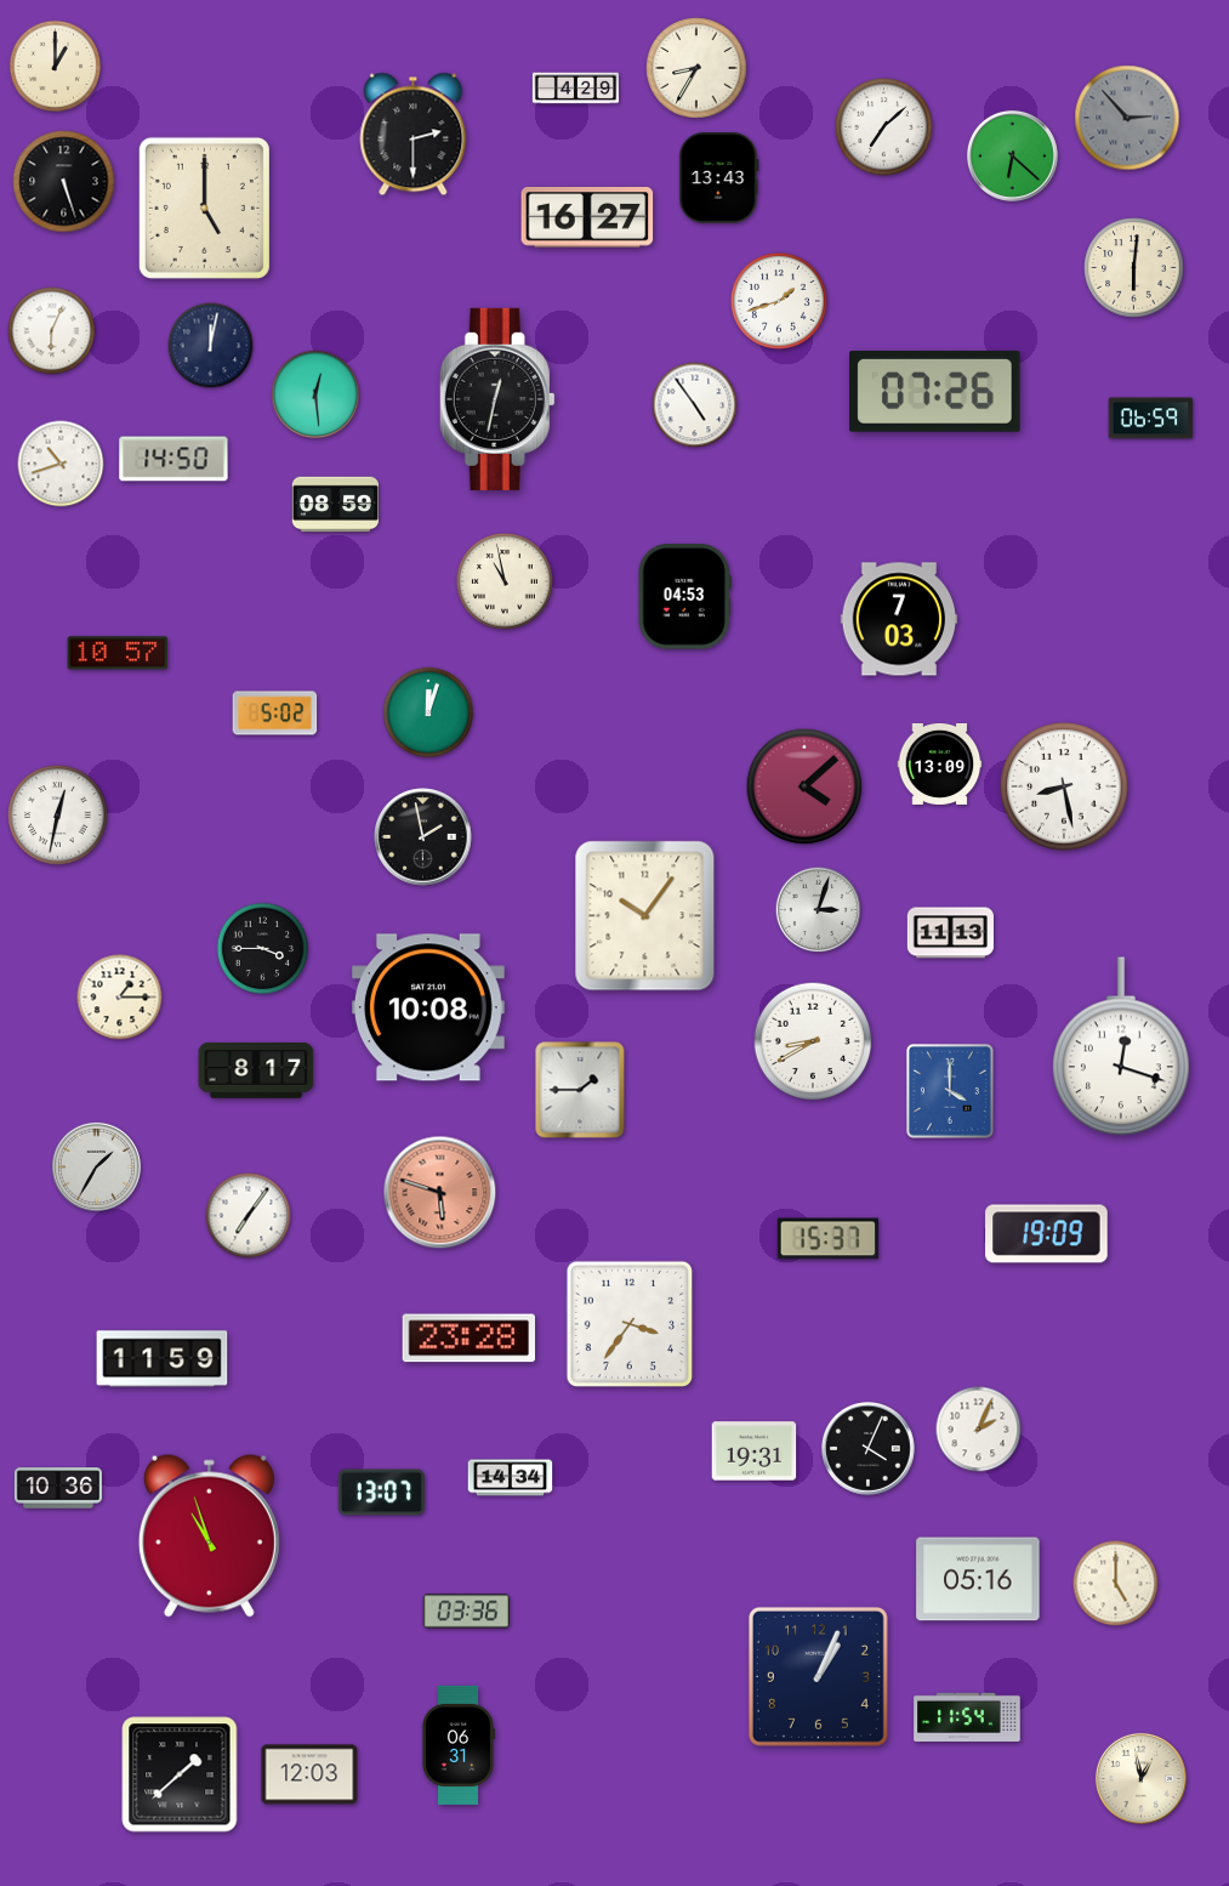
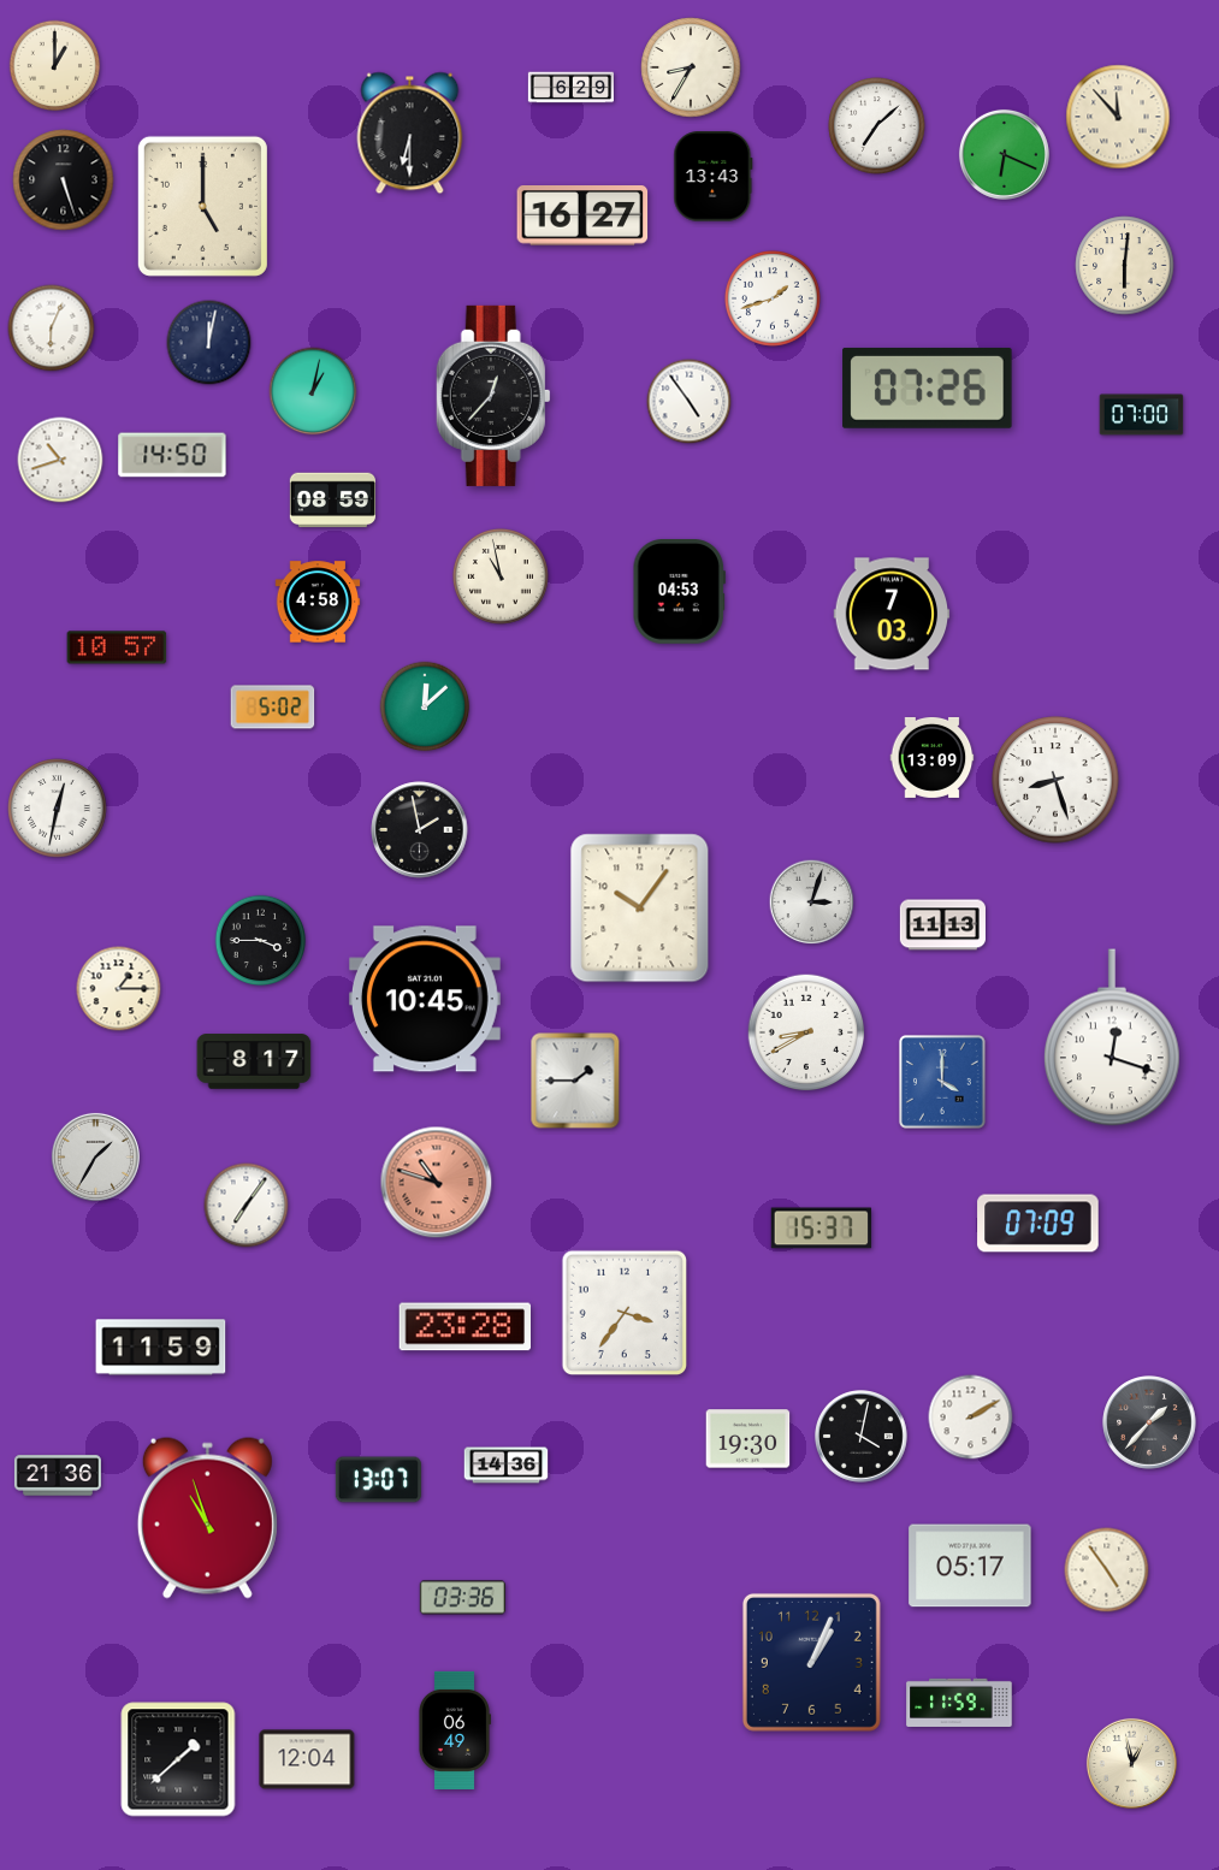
clock at (575, 89): 4:29 -> 6:29
clock at (1127, 118): 2:53 -> 11:53
clock at (1127, 118) dial: grey -> cream
clock at (414, 135): 2:30 -> 6:30
clock at (1012, 155): 6:22 -> 6:19
clock at (315, 394): 12:29 -> 1:02
clock at (497, 399): 12:32 -> 12:37
clock at (1151, 419): 06:59 -> 07:00
clock at (318, 602): none -> 4:58
clock at (428, 712): 12:03 -> 12:08
clock at (804, 786): 4:08 -> none
clock at (1064, 786): 8:28 -> 8:27
clock at (428, 1007): 10:08 -> 10:45
clock at (440, 1193): 5:48 -> 10:48
clock at (1047, 1234): 19:09 -> 07:09
clock at (979, 1430): 2:04 -> 2:10
clock at (1149, 1422): none -> 1:37
clock at (869, 1449): 4:04 -> 4:02
clock at (755, 1452): 19:31 -> 19:30
clock at (511, 1478): 14:34 -> 14:36
clock at (58, 1488): 10:36 -> 21:36
clock at (209, 1535) position: (209, 1535) -> (207, 1517)
clock at (978, 1579): 05:16 -> 05:17
clock at (1116, 1584): 5:00 -> 4:54
clock at (967, 1717): 11:54 -> 11:59
clock at (457, 1745): 06:31 -> 06:49
clock at (309, 1774): 12:03 -> 12:04
